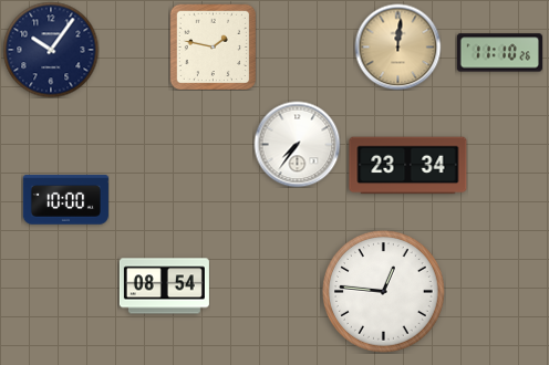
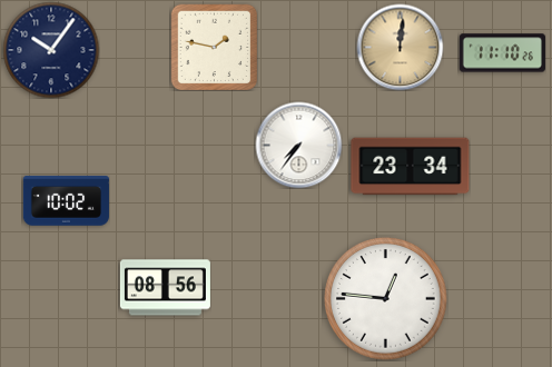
clock at (65, 200): 10:00 -> 10:02
clock at (164, 286): 08:54 -> 08:56
clock at (384, 292) position: (384, 292) -> (386, 299)
